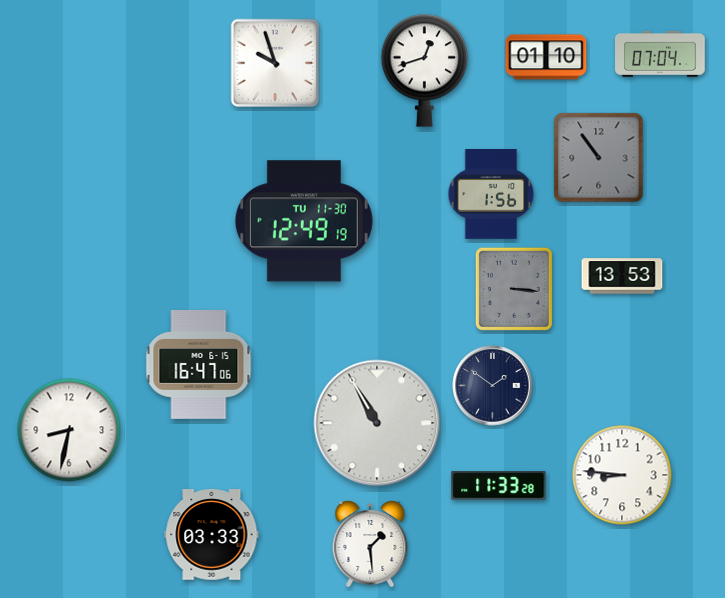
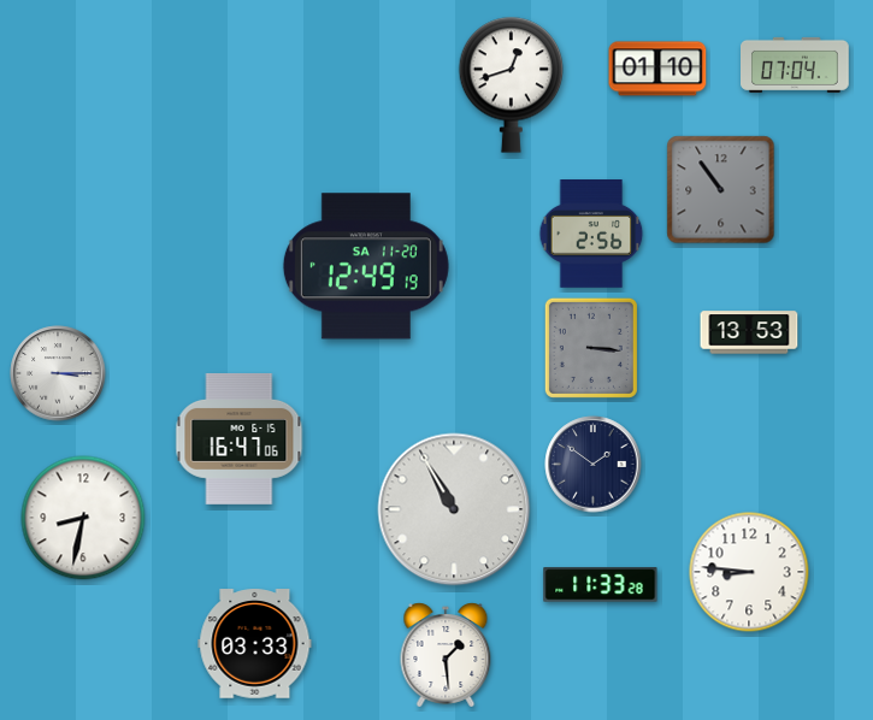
clock at (275, 63): 9:57 -> none
clock at (491, 195): 1:56 -> 2:56
clock at (304, 221) date: TU 11-30 -> SA 11-20
clock at (514, 289) position: (514, 289) -> (591, 348)
clock at (58, 373): none -> 3:15
